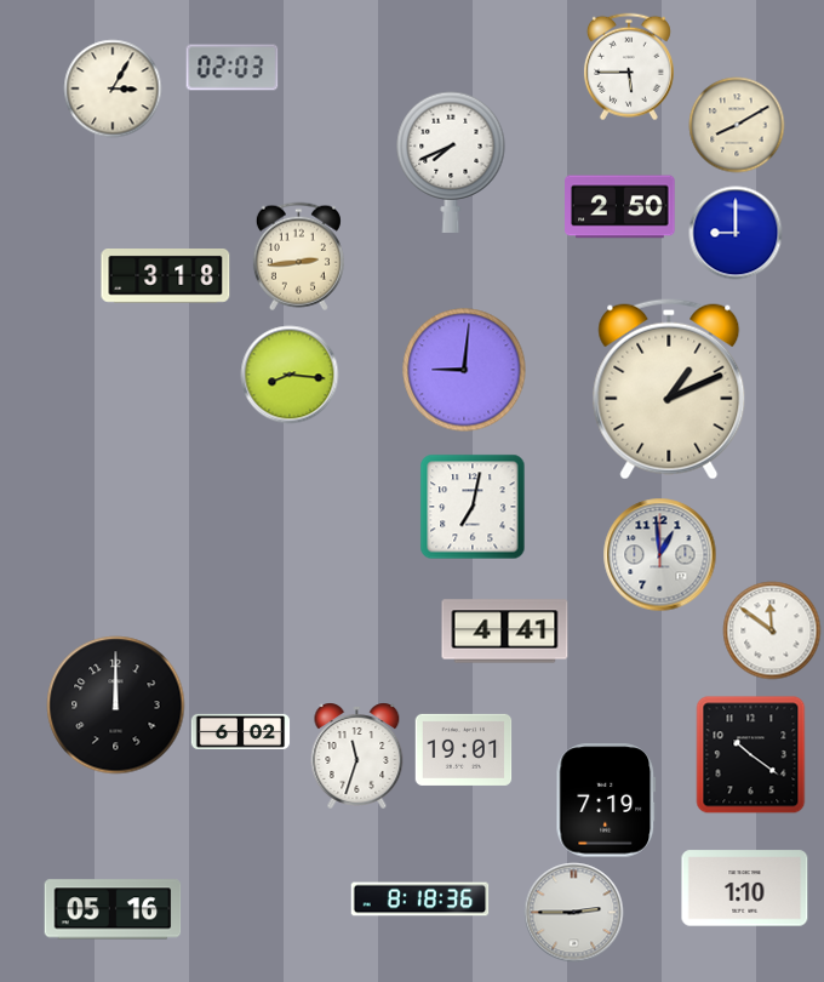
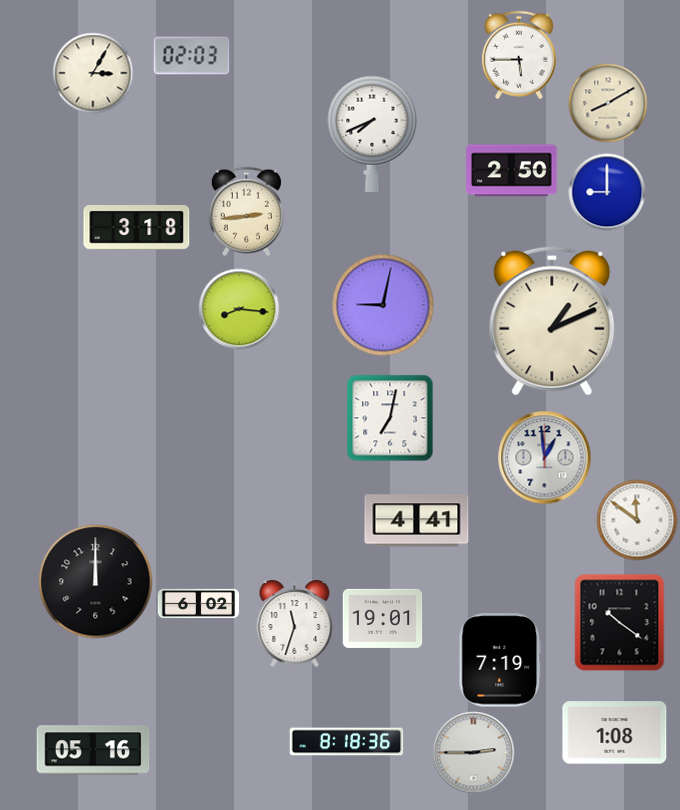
clock at (464, 370): 9:01 -> 9:02
clock at (745, 889): 1:10 -> 1:08
